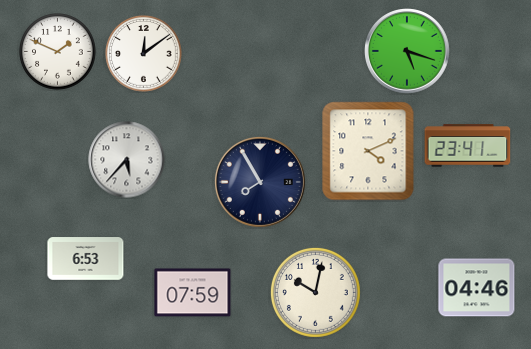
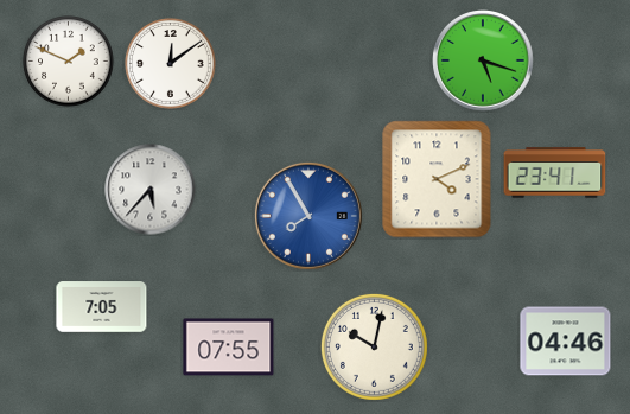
clock at (260, 182) dial: navy -> blue
clock at (86, 259): 6:53 -> 7:05
clock at (193, 293): 07:59 -> 07:55
